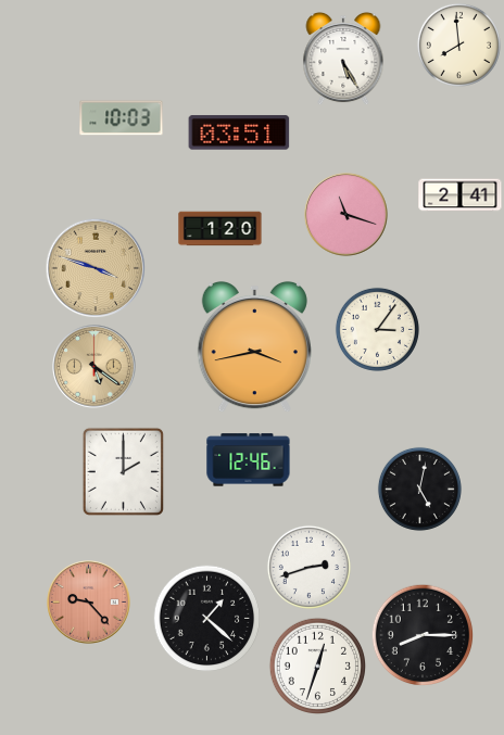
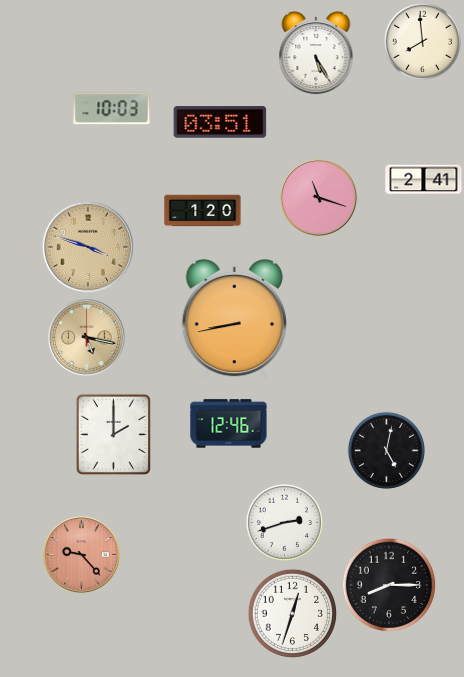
clock at (377, 329): 3:06 -> none
clock at (254, 347): 3:43 -> 8:43
clock at (94, 367): 5:21 -> 5:17
clock at (207, 619): 1:22 -> none
